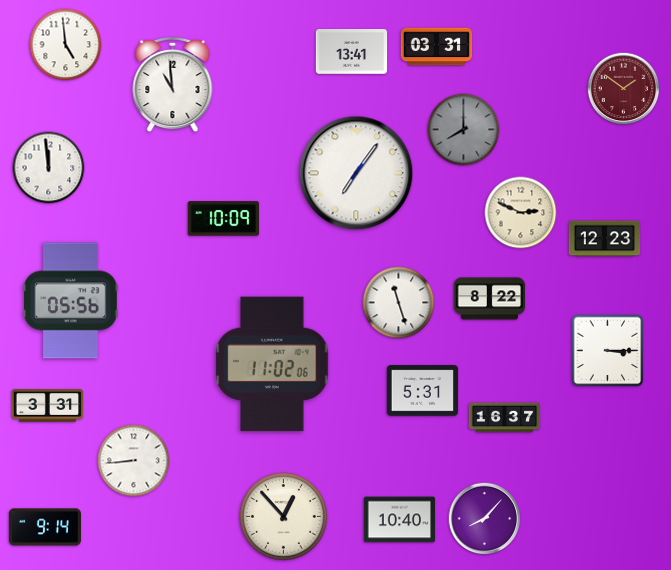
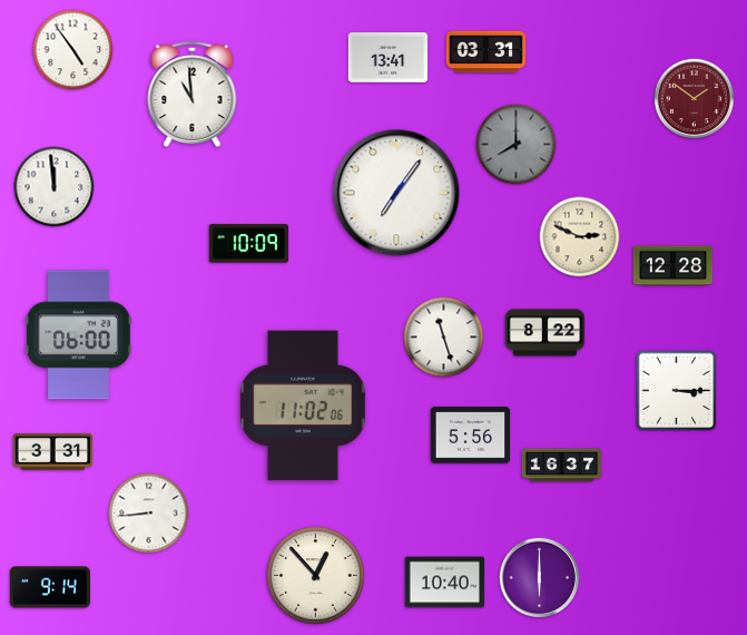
clock at (66, 45): 4:59 -> 4:54
clock at (352, 52) position: (352, 52) -> (389, 58)
clock at (605, 239): 12:23 -> 12:28
clock at (70, 301): 05:56 -> 06:00
clock at (423, 391): 5:31 -> 5:56
clock at (485, 519): 8:07 -> 6:00
clock at (400, 520) position: (400, 520) -> (445, 583)
